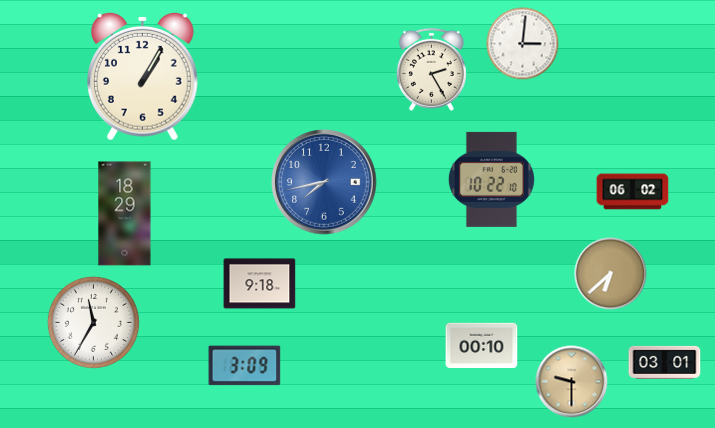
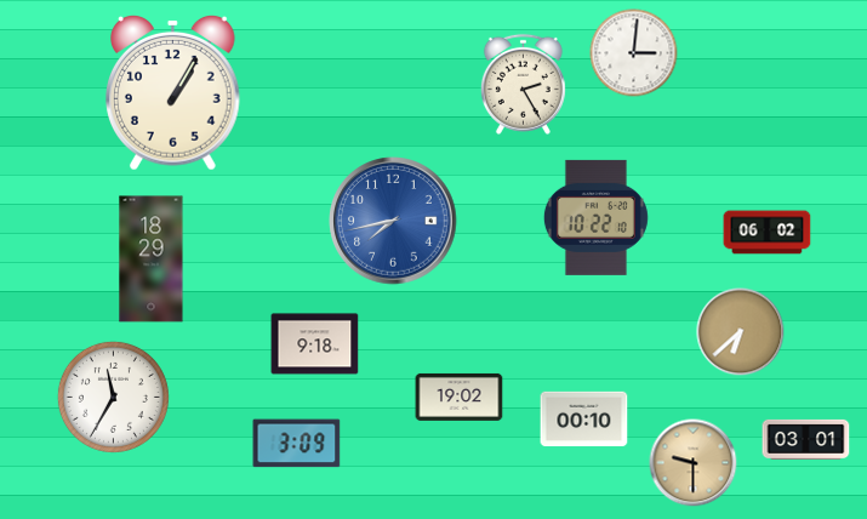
clock at (93, 322) position: (93, 322) -> (113, 397)
clock at (460, 397): none -> 19:02
